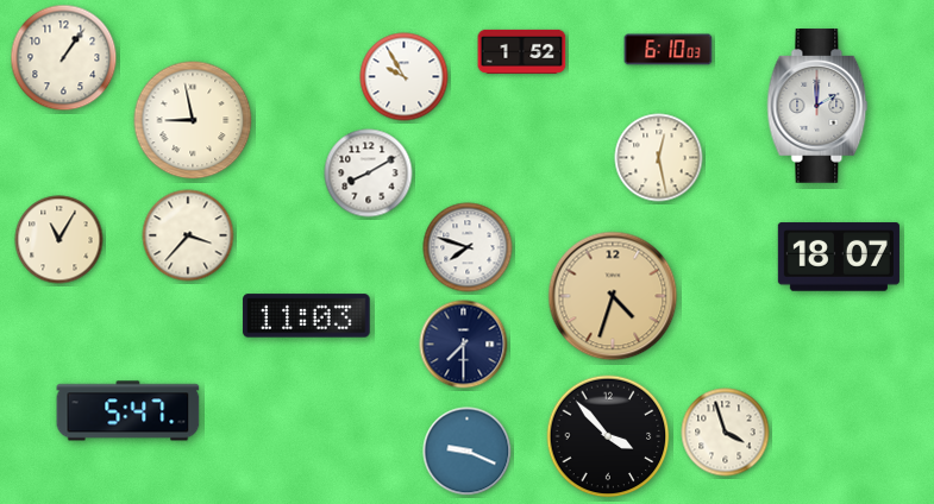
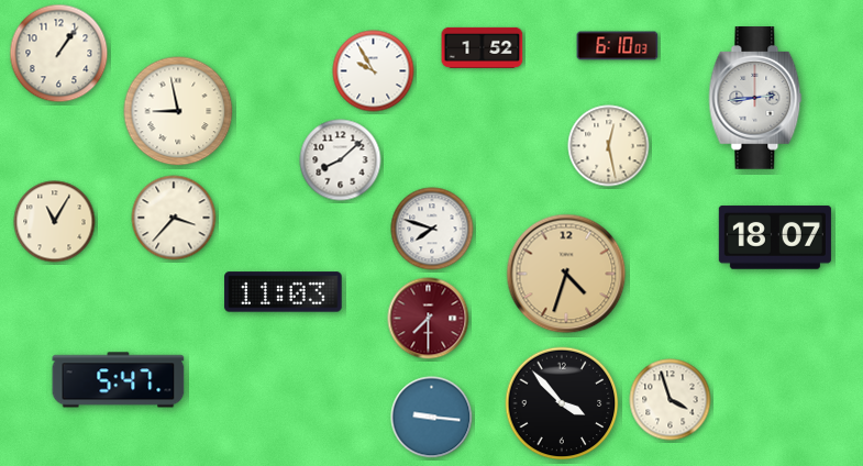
clock at (817, 106): 2:00 -> 2:44
clock at (369, 174): 8:10 -> 8:08
clock at (464, 345) dial: navy -> burgundy
clock at (468, 452): 9:19 -> 9:16
